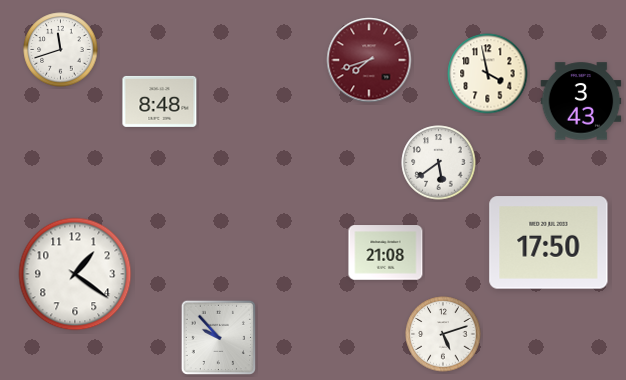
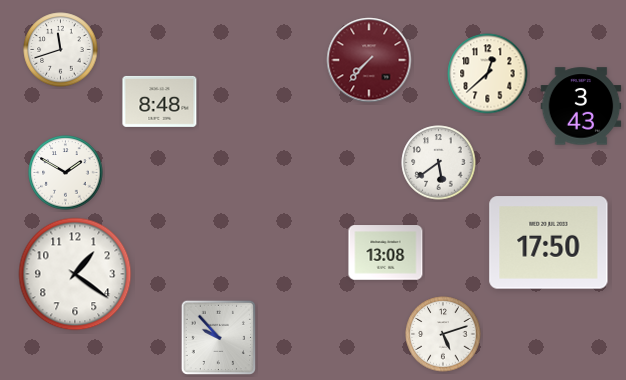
clock at (369, 60): 7:42 -> 7:37
clock at (488, 74): 3:58 -> 12:38
clock at (581, 101) position: (581, 101) -> (581, 106)
clock at (66, 173): none -> 1:50
clock at (386, 253): 21:08 -> 13:08
